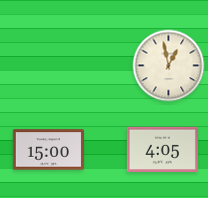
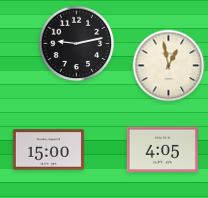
clock at (77, 44): none -> 9:13
